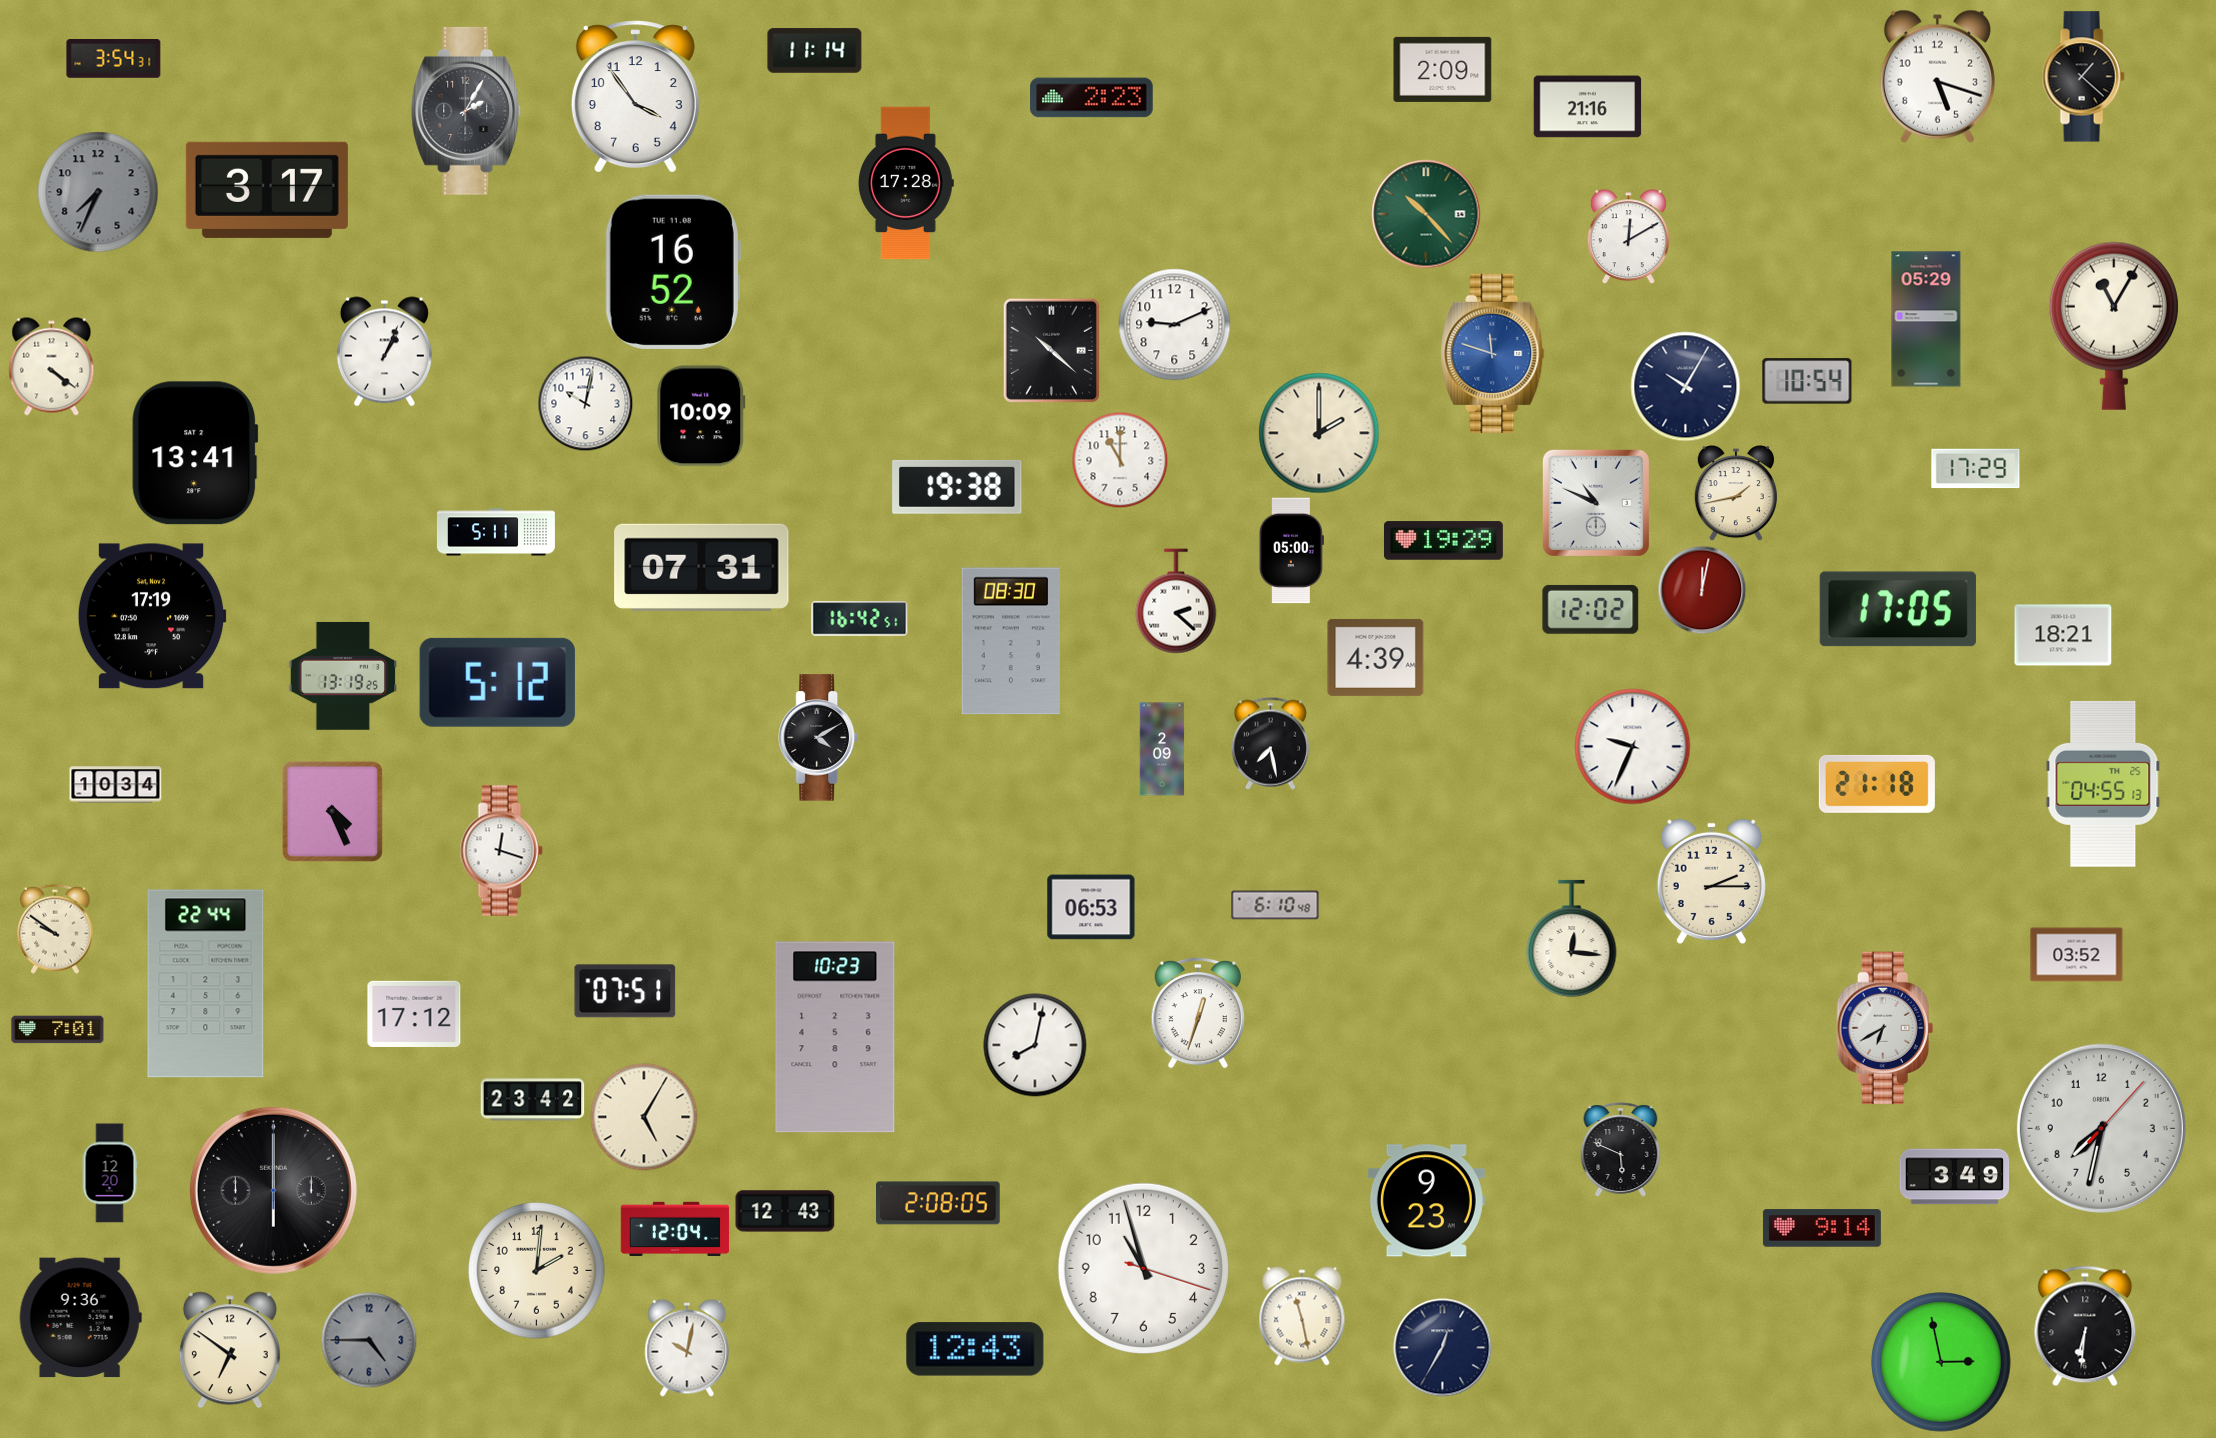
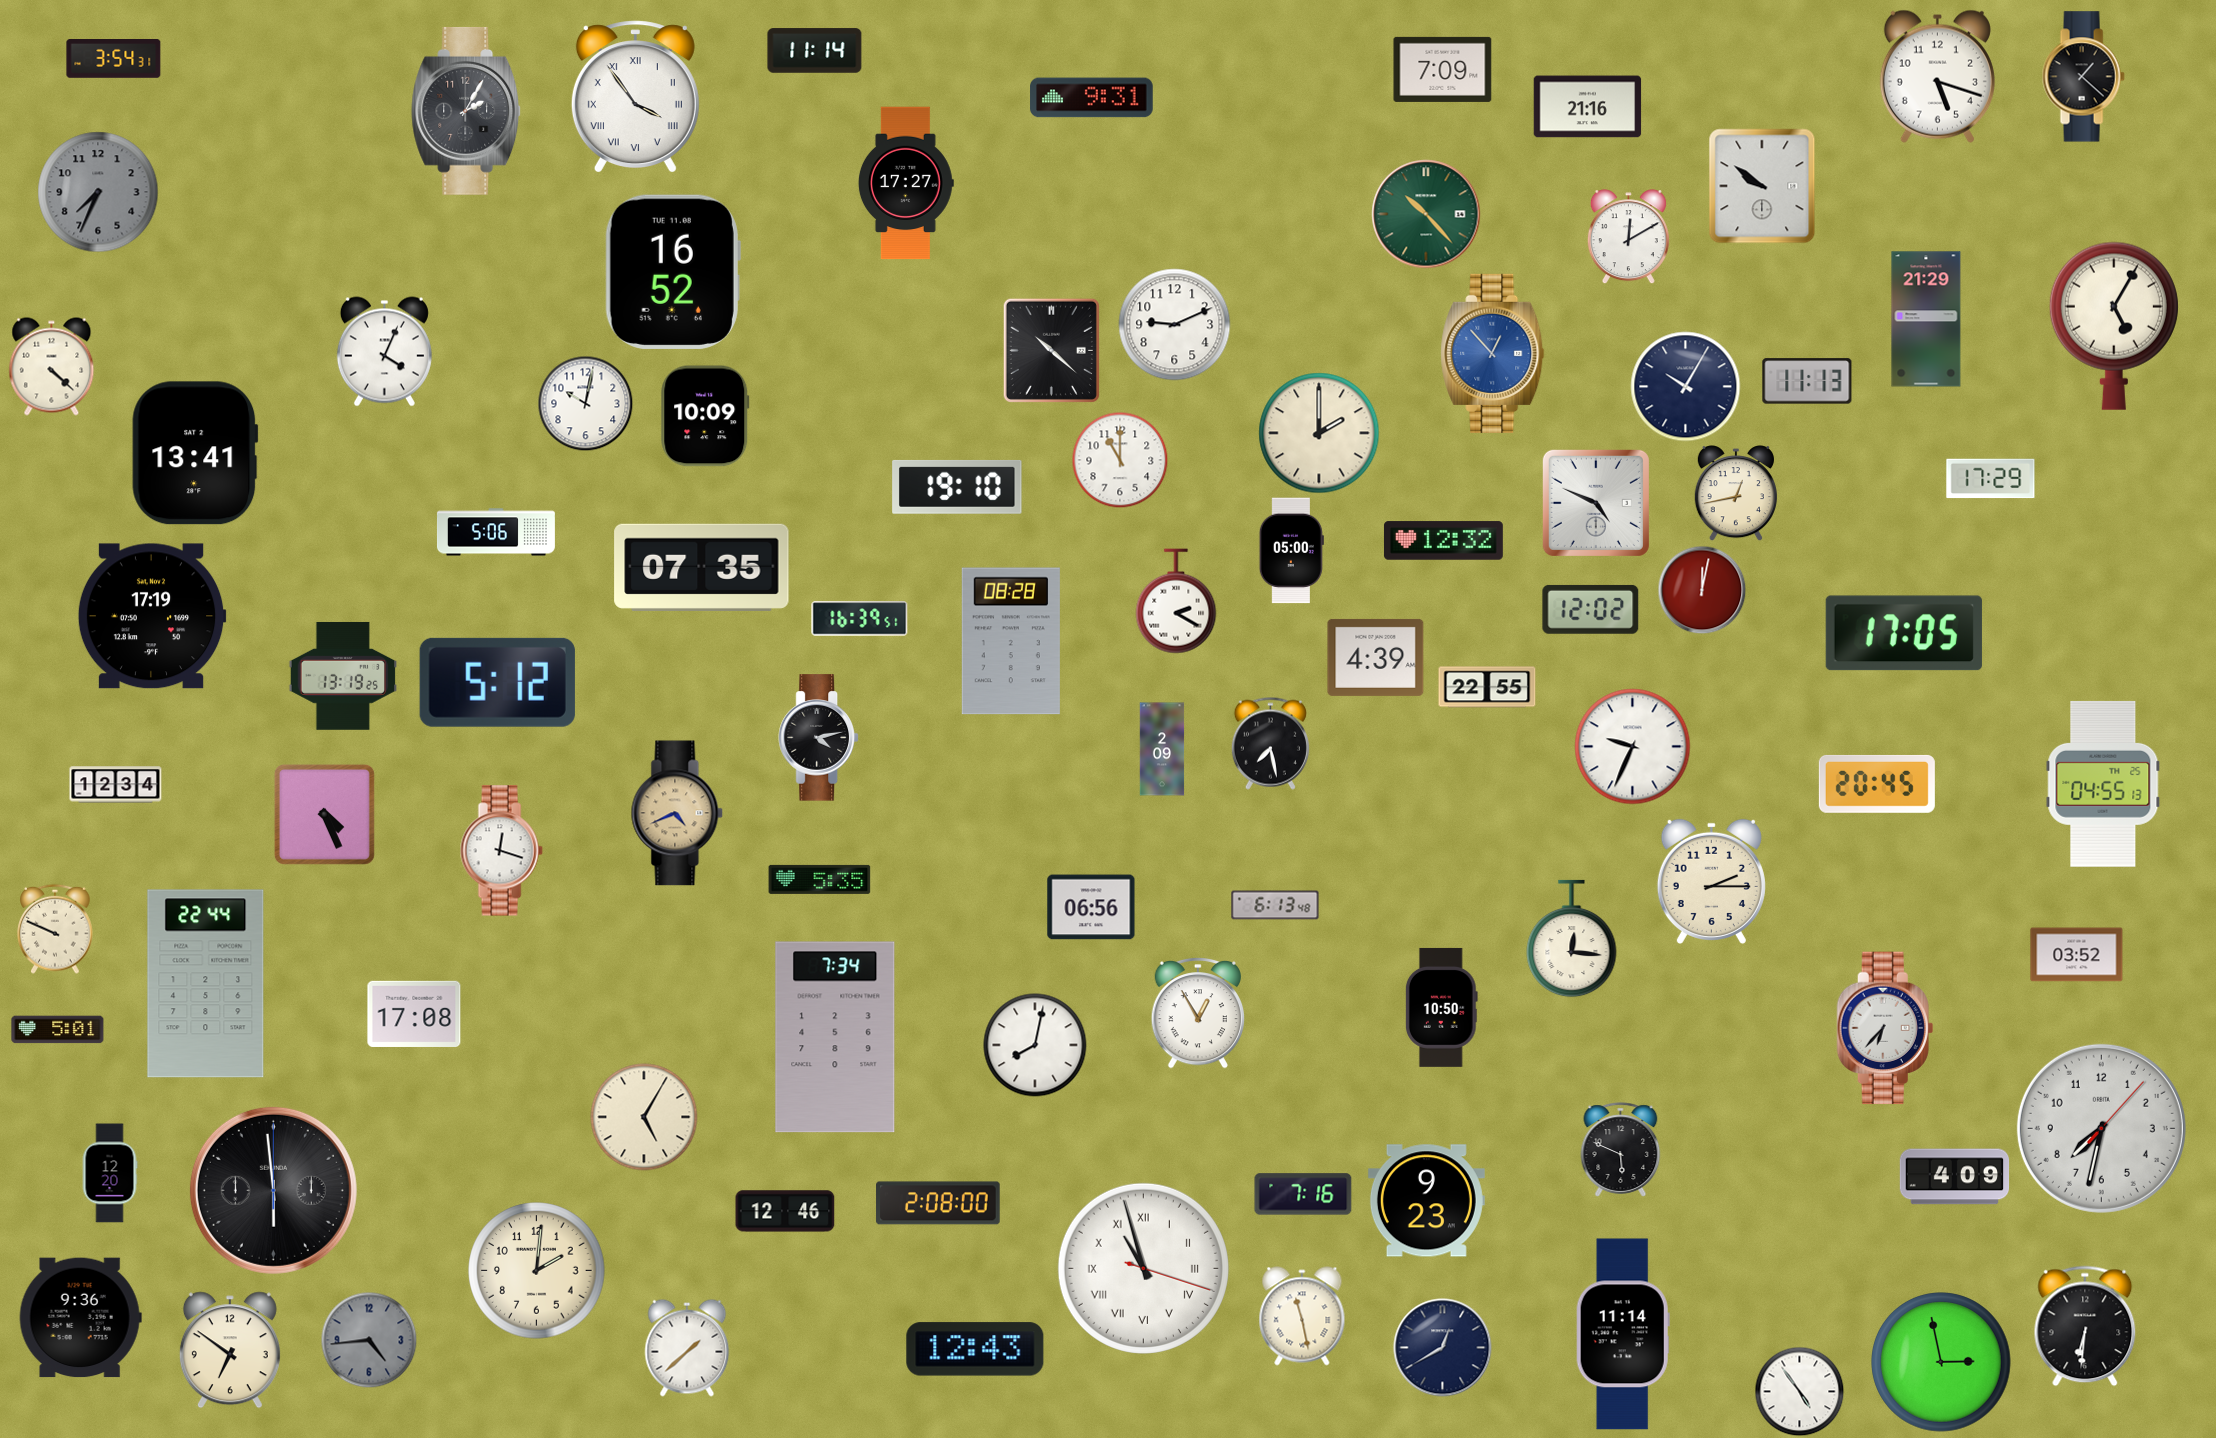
clock at (1443, 69): 2:09 -> 7:09
clock at (635, 96) numerals: Arabic -> Roman
clock at (1092, 98): 2:23 -> 9:31
clock at (906, 183): 17:28 -> 17:27
clock at (1762, 186): none -> 9:51
clock at (267, 190): 3:17 -> none
clock at (1926, 319): 05:29 -> 21:29
clock at (2114, 326): 11:05 -> 5:05
clock at (384, 352): 1:04 -> 4:04
clock at (1493, 353): 11:48 -> 12:53
clock at (52, 367): 4:21 -> 4:22
clock at (1807, 381): 10:54 -> 11:13
clock at (701, 416) position: (701, 416) -> (705, 416)
clock at (1976, 469) position: (1976, 469) -> (1991, 479)
clock at (957, 487): 19:38 -> 19:10
clock at (1736, 493): 1:43 -> 12:43
clock at (1596, 503): 10:49 -> 4:49
clock at (496, 532): 5:11 -> 5:06
clock at (1443, 541): 19:29 -> 12:32
clock at (702, 567): 07:31 -> 07:35
clock at (1176, 601): 2:22 -> 2:20
clock at (1898, 609) position: (1898, 609) -> (1904, 633)
clock at (860, 619): 16:42 -> 16:39
clock at (2063, 635): 18:21 -> none
clock at (1011, 641): 08:30 -> 08:28
clock at (1487, 687): none -> 22:55
clock at (818, 738): 4:10 -> 4:13
clock at (1877, 784): 21:18 -> 20:45
clock at (116, 785): 10:34 -> 12:34
clock at (332, 811) position: (332, 811) -> (324, 814)
clock at (677, 813): none -> 4:41
clock at (820, 879): none -> 5:35
clock at (1275, 905): 6:10 -> 6:13
clock at (1091, 907): 06:53 -> 06:56
clock at (55, 929): 9:51 -> 9:49
clock at (625, 991): 07:51 -> none
clock at (1441, 1007): none -> 10:50
clock at (1197, 1013): 12:33 -> 12:55
clock at (414, 1014): 17:12 -> 17:08
clock at (1885, 1028): 6:40 -> 6:37
clock at (58, 1030): 7:01 -> 5:01
clock at (835, 1037): 10:23 -> 7:34
clock at (533, 1100): 23:42 -> none
clock at (1955, 1177): 3:49 -> 4:09
clock at (273, 1190): 6:00 -> 5:59
clock at (1303, 1194): none -> 7:16
clock at (938, 1203): 2:08:05 -> 2:08:00
clock at (785, 1211): 12:43 -> 12:46
clock at (675, 1228): 12:04 -> none
clock at (1822, 1228): 9:14 -> none
clock at (1143, 1268) numerals: Arabic -> Roman
clock at (1623, 1334): none -> 11:14
clock at (369, 1340): 4:45 -> 4:44
clock at (687, 1348): 10:02 -> 1:38
clock at (1443, 1348): 12:35 -> 12:40
clock at (1799, 1391): none -> 4:54
